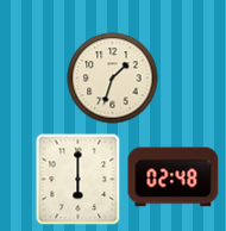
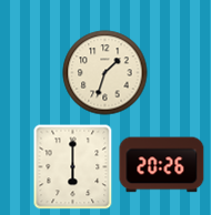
clock at (174, 177): 02:48 -> 20:26
